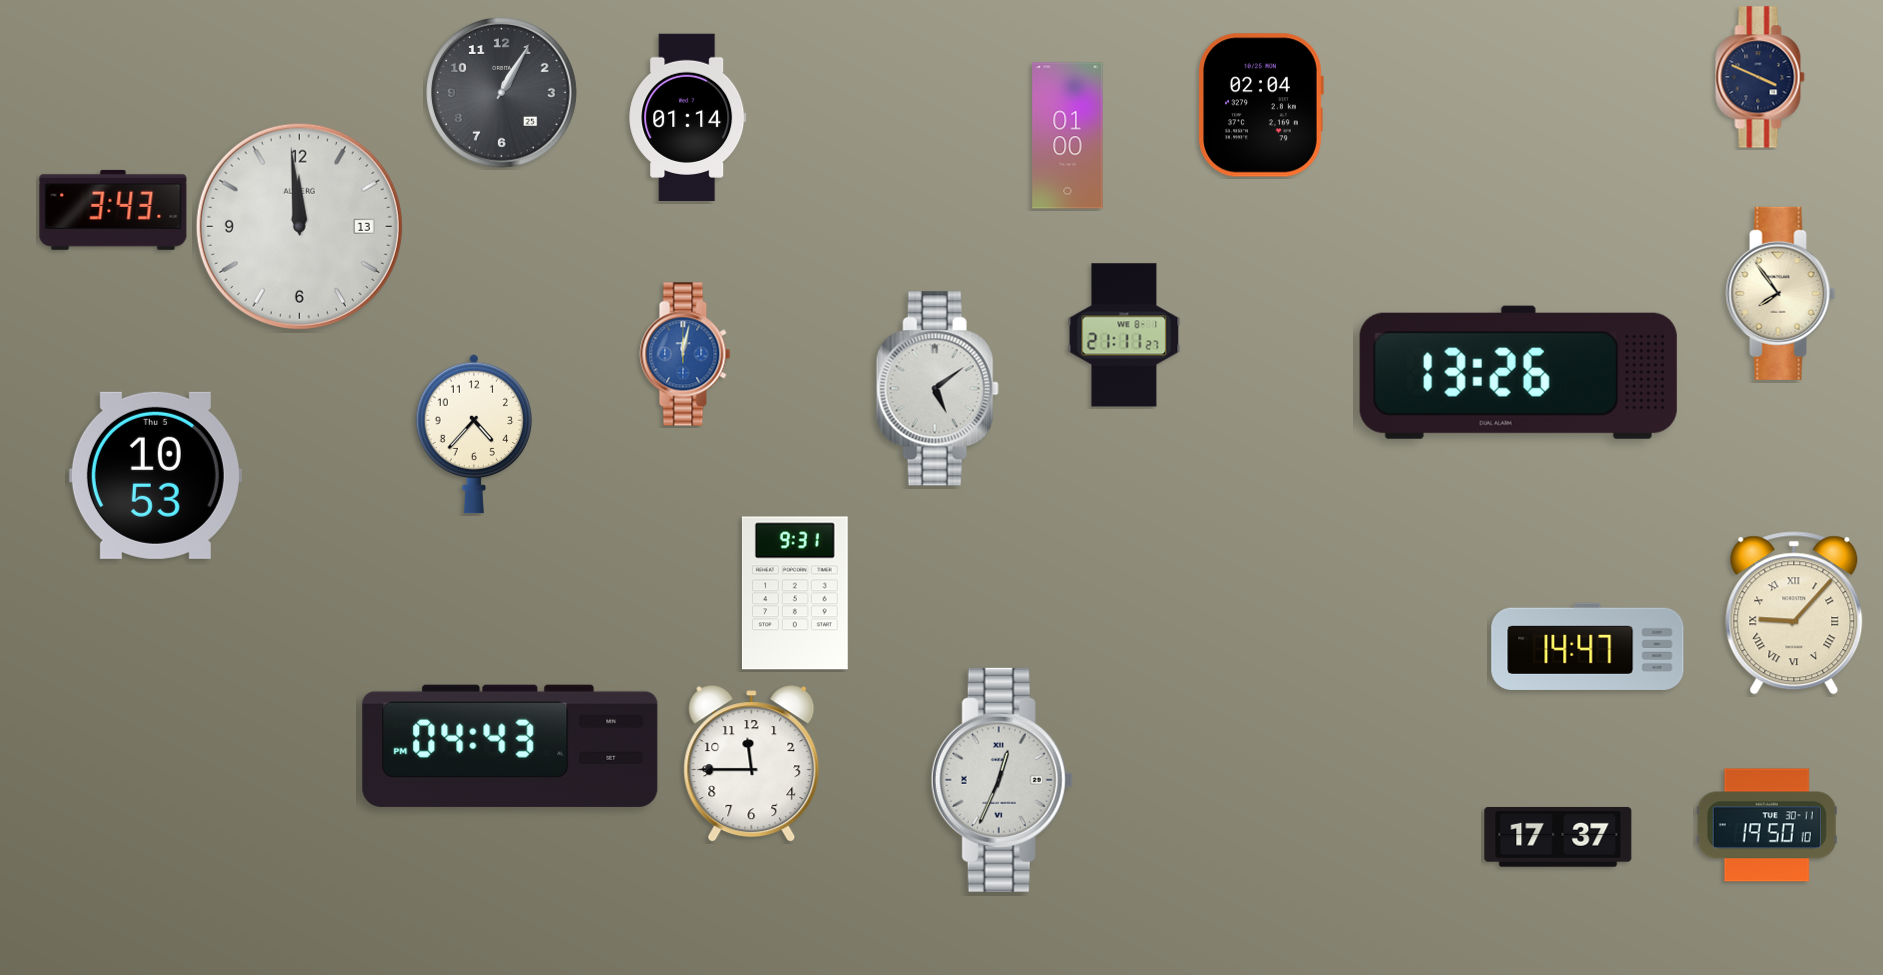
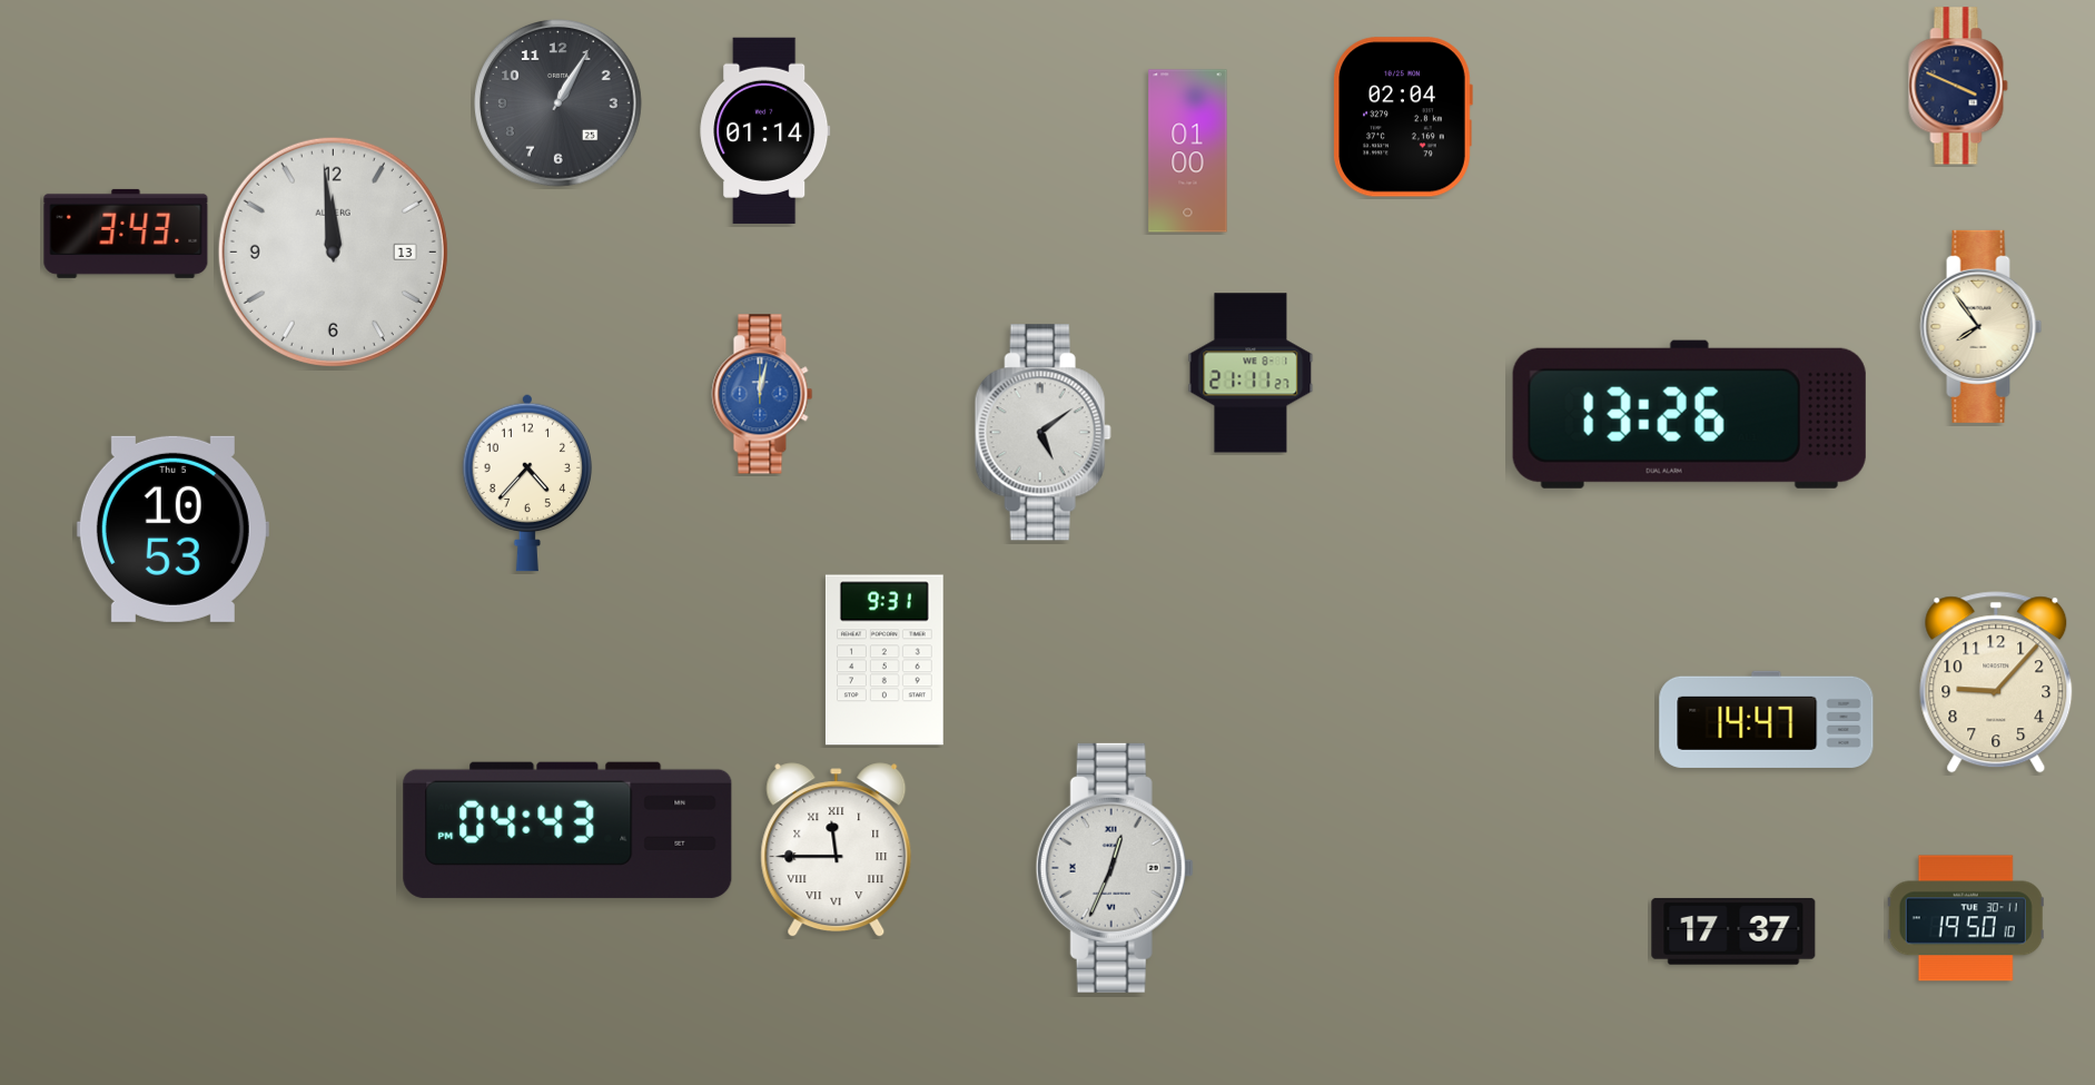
clock at (1794, 613) numerals: Roman -> Arabic
clock at (752, 764) numerals: Arabic -> Roman
